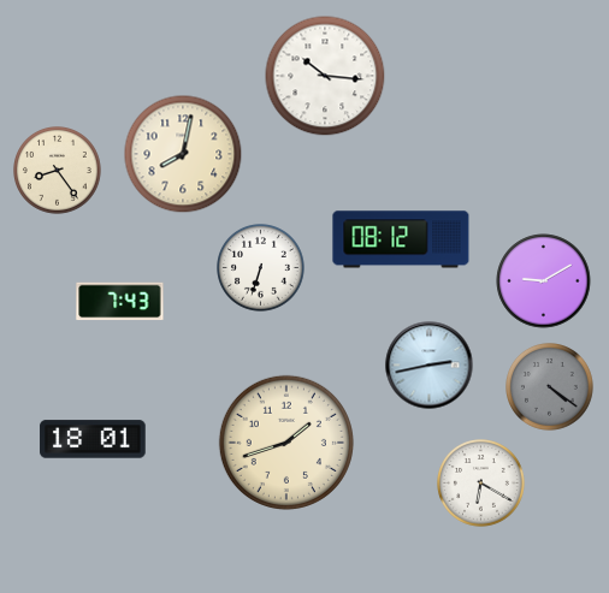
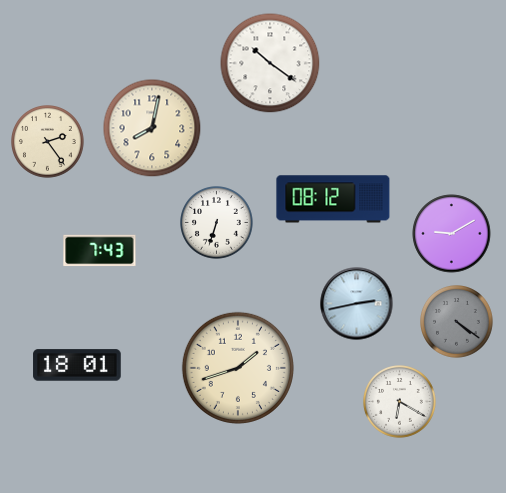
clock at (325, 76): 10:16 -> 10:21
clock at (58, 171): 8:24 -> 2:24
